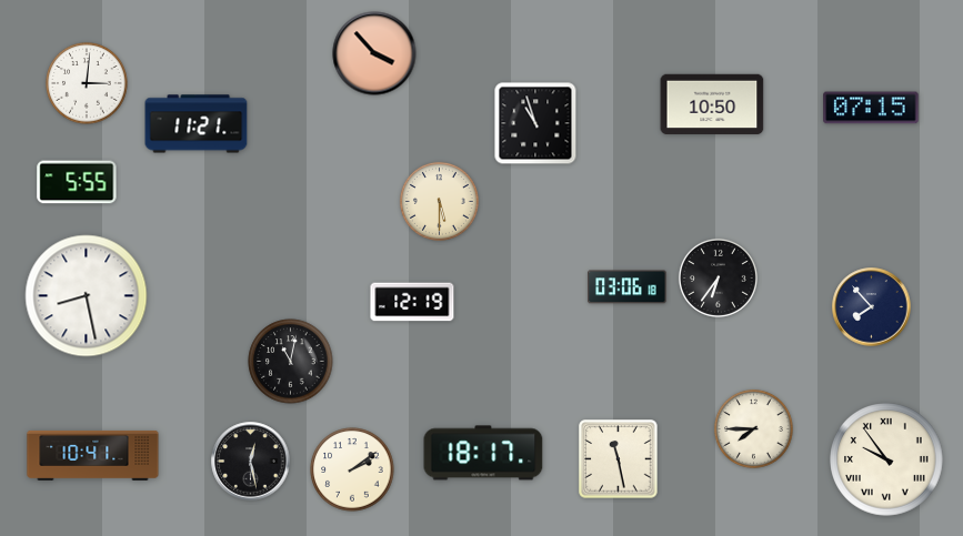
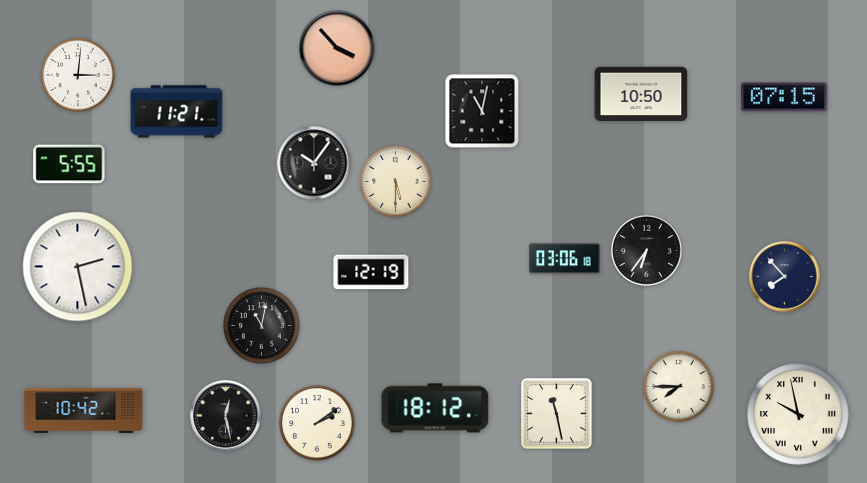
clock at (535, 123): 10:57 -> 11:02
clock at (314, 163): none -> 10:06
clock at (87, 296): 8:28 -> 2:28
clock at (483, 453): 18:17 -> 18:12
clock at (93, 455): 10:41 -> 10:42
clock at (886, 459): 9:54 -> 9:58
